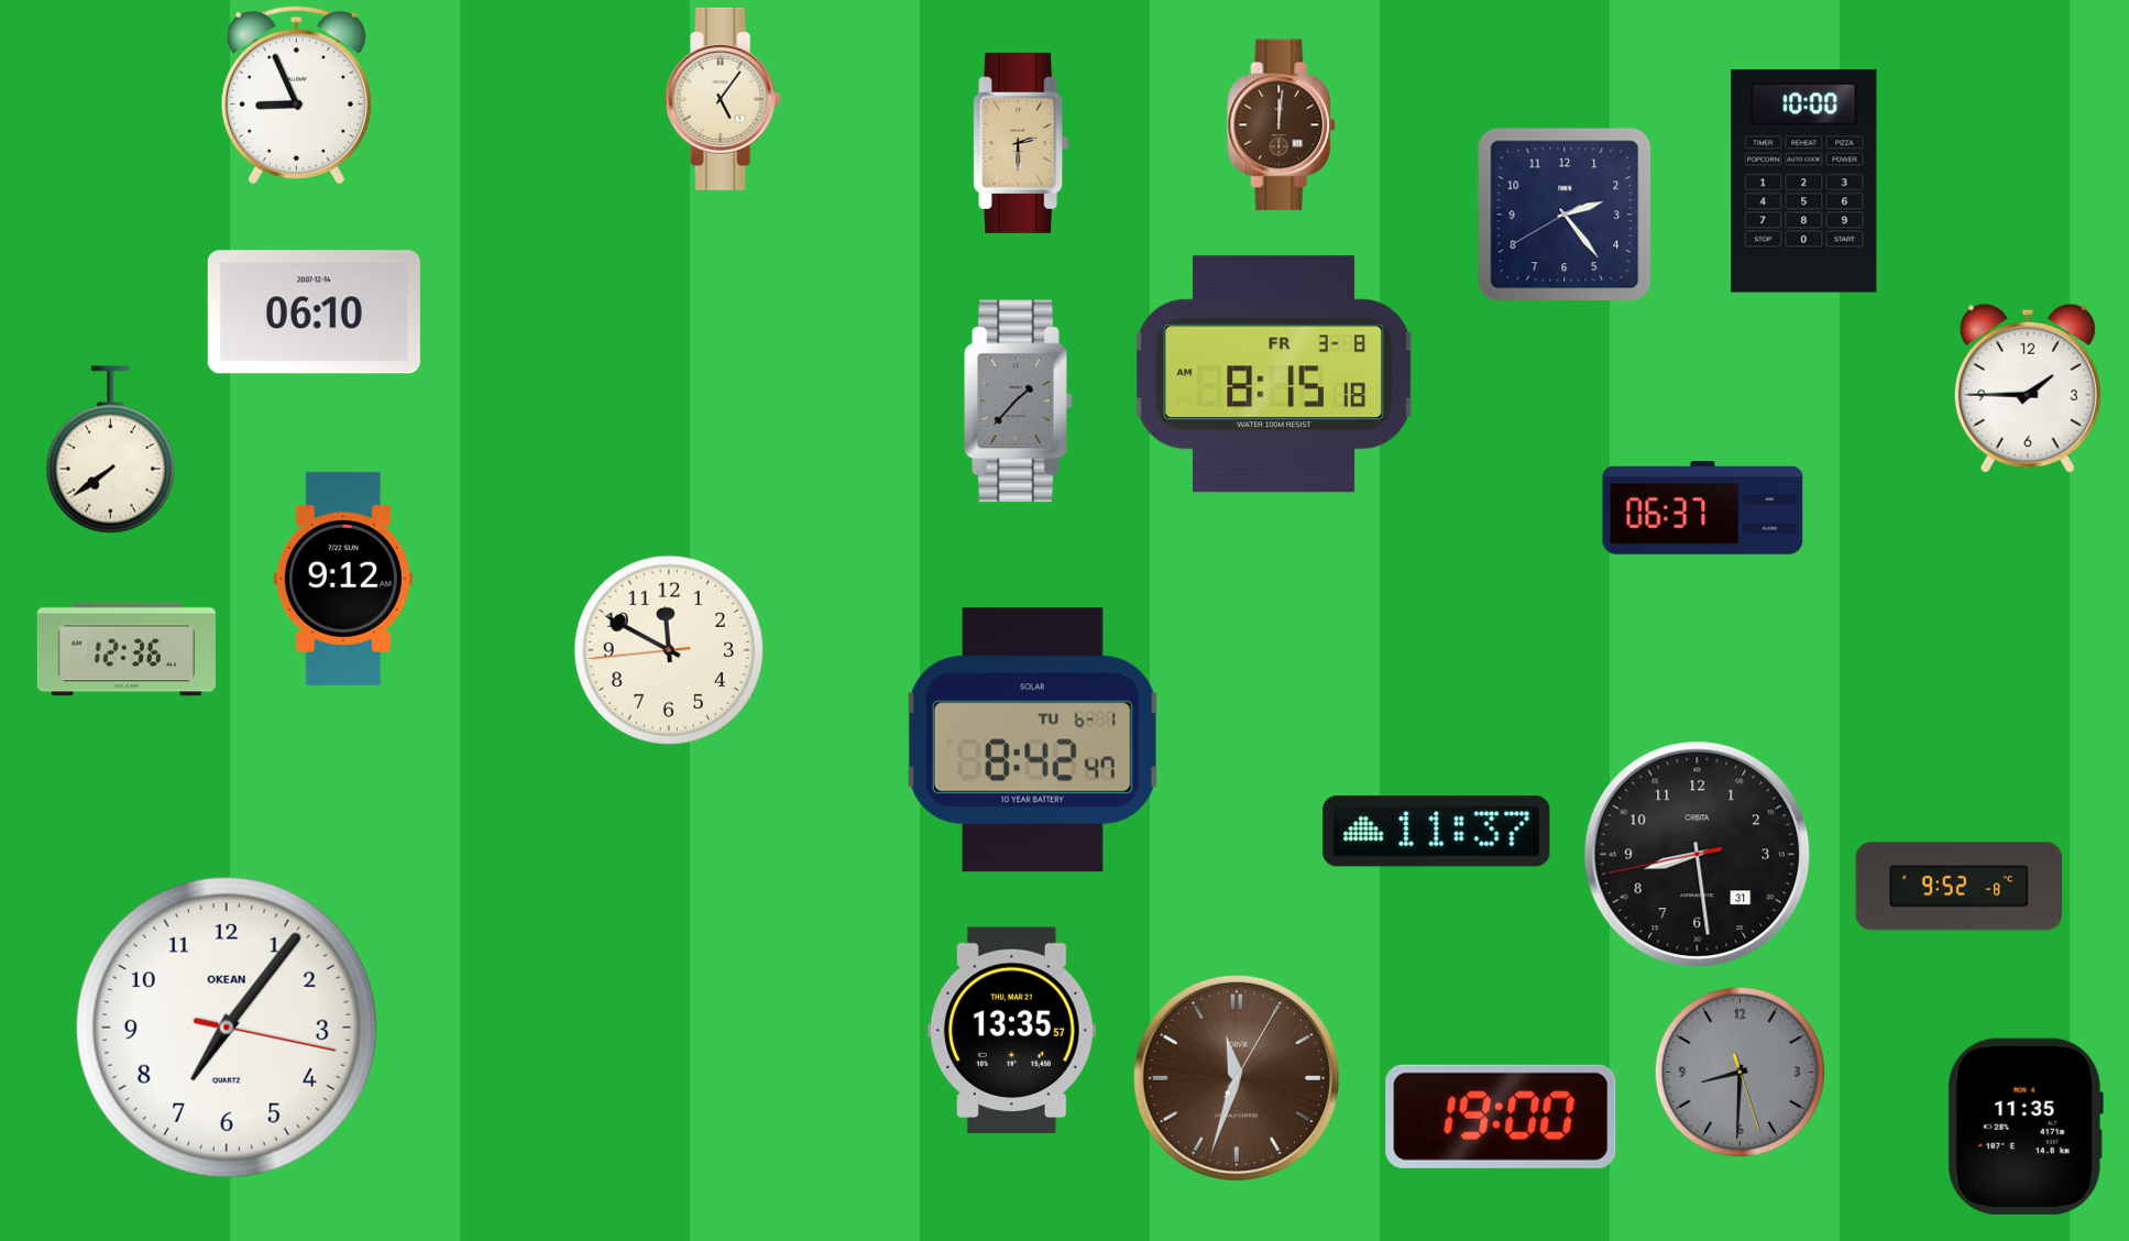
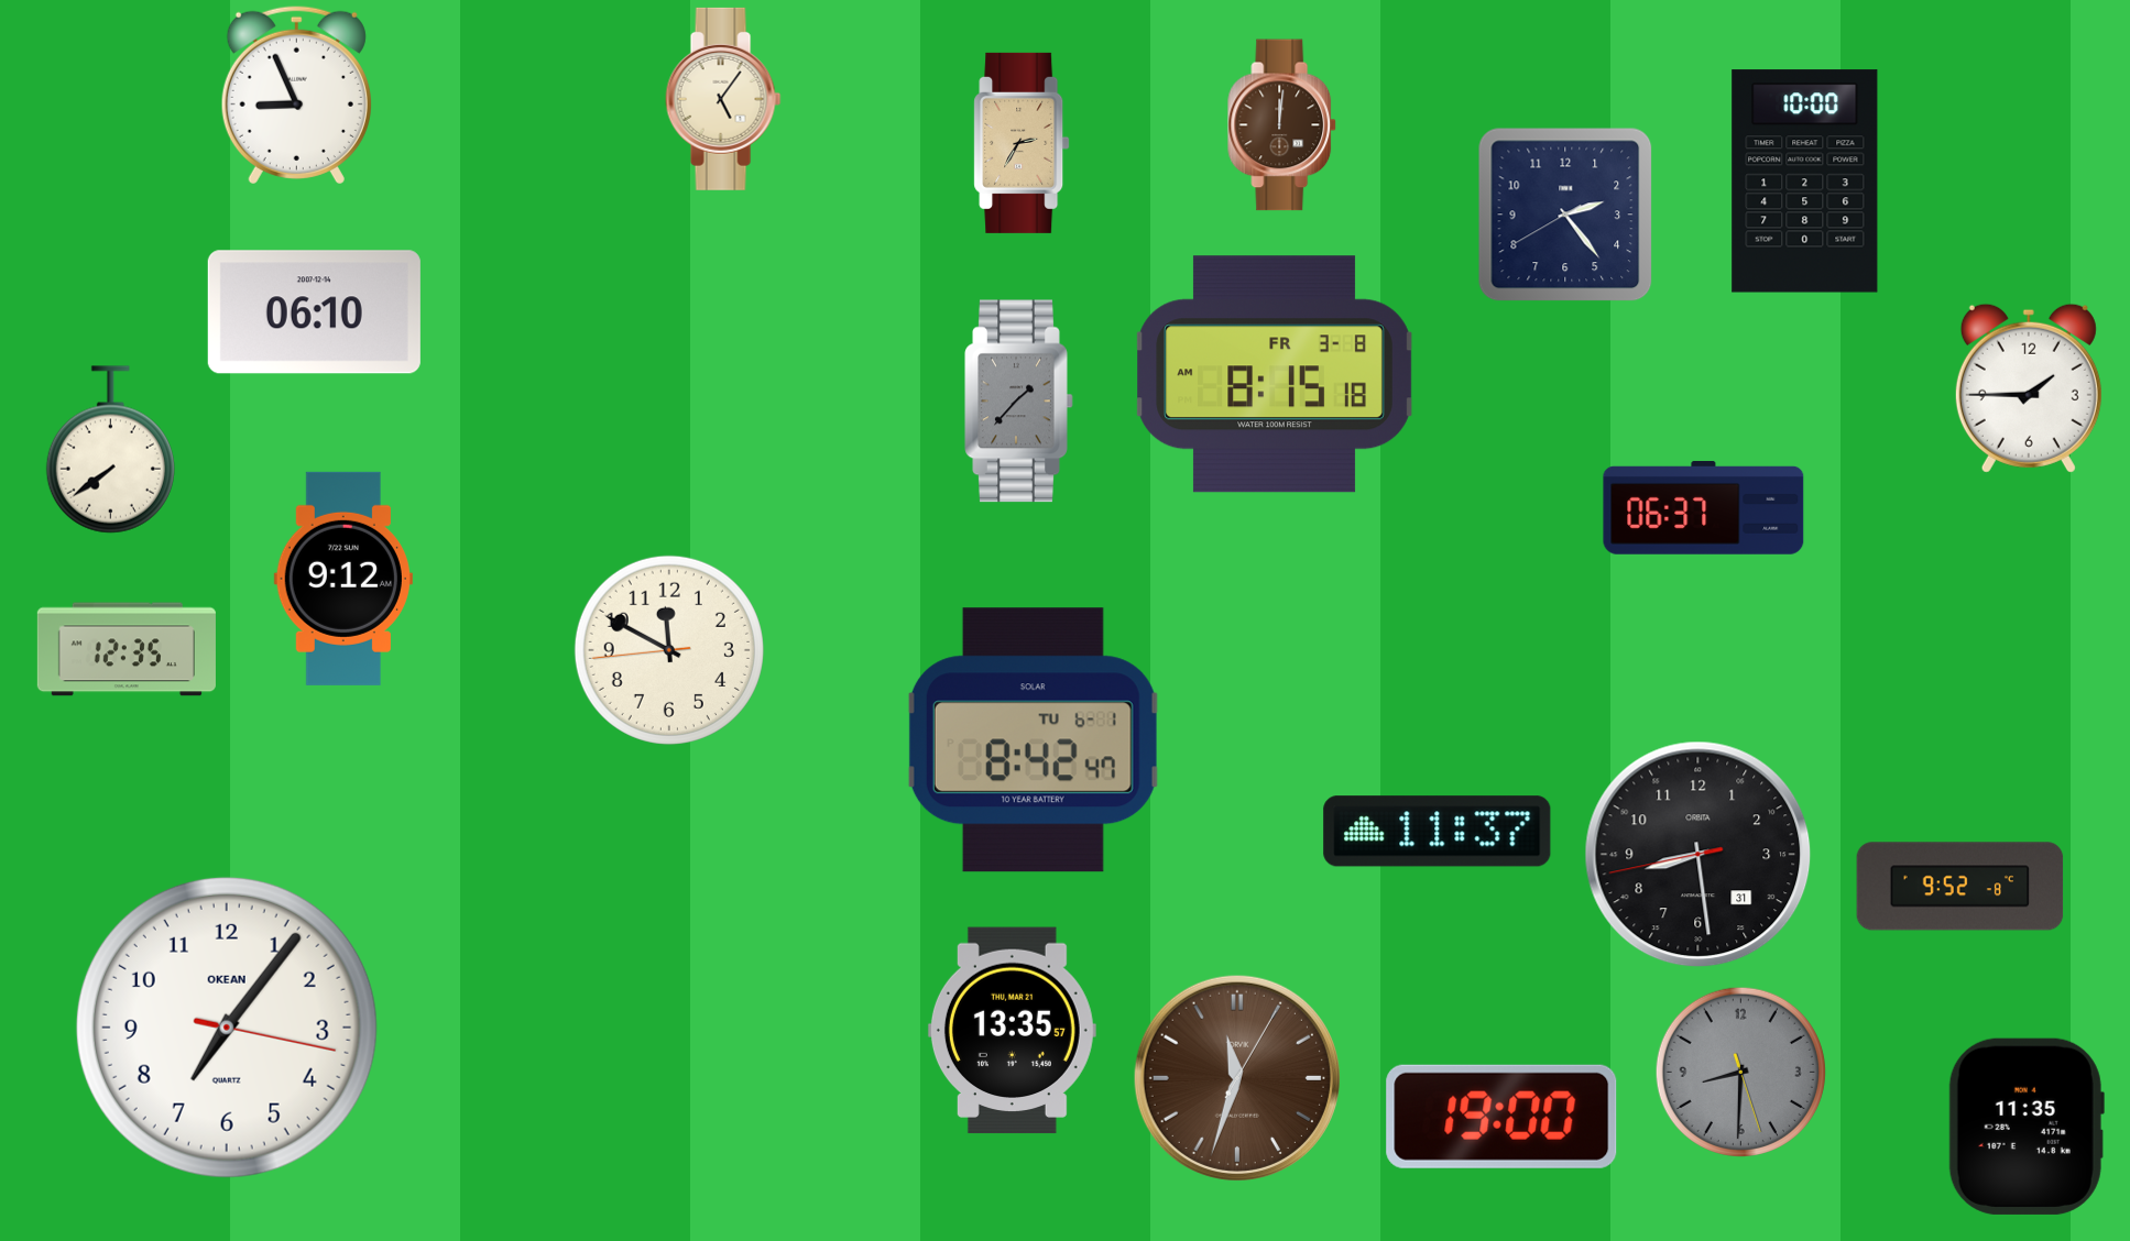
clock at (1021, 143): 2:30 -> 2:35
clock at (127, 649): 12:36 -> 12:35
